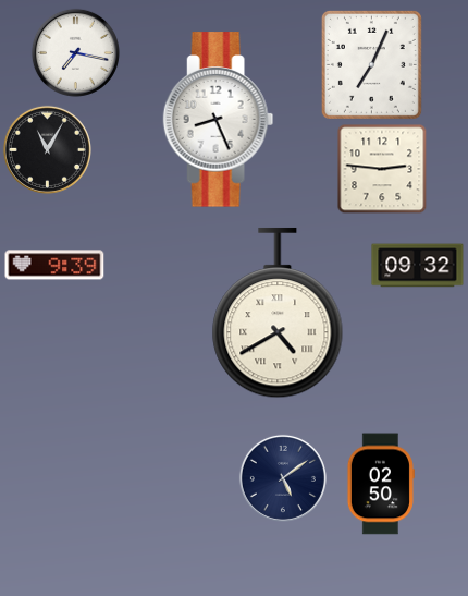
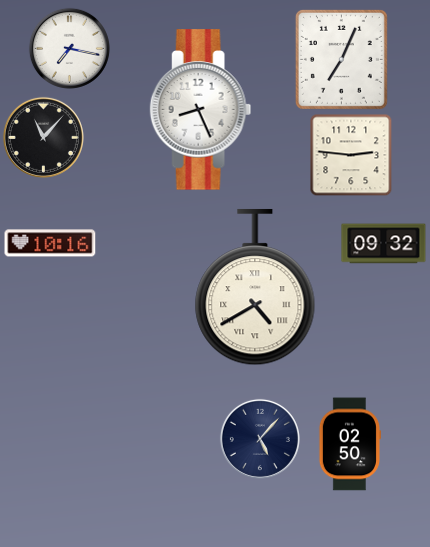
clock at (47, 149): 11:05 -> 11:07
clock at (54, 265): 9:39 -> 10:16
clock at (283, 478): 5:09 -> 5:07
